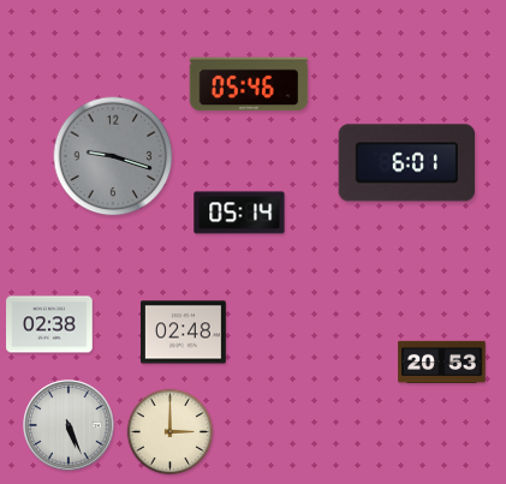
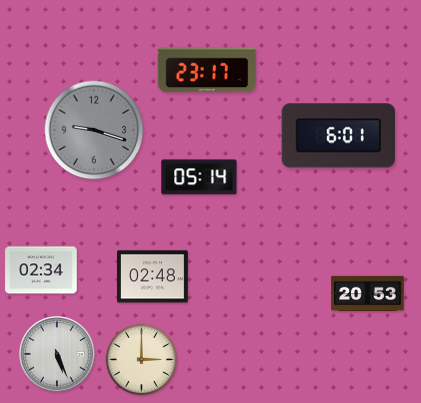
clock at (249, 84): 05:46 -> 23:17
clock at (49, 324): 02:38 -> 02:34
clock at (442, 363) position: (442, 363) -> (368, 294)
